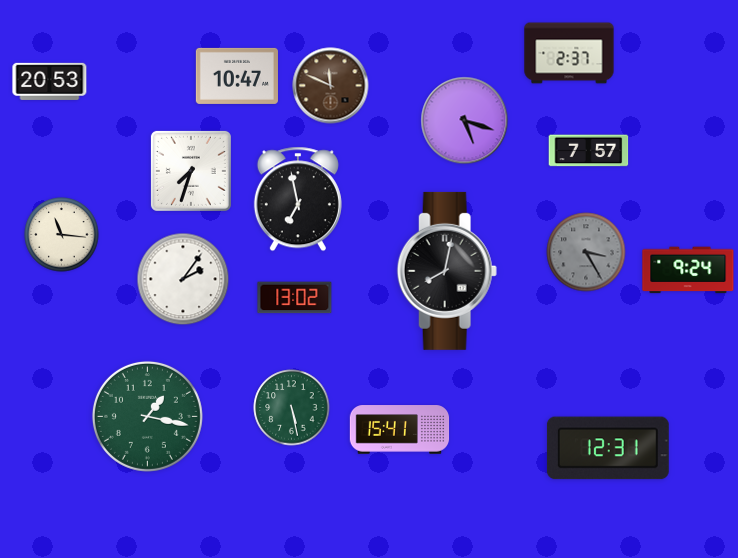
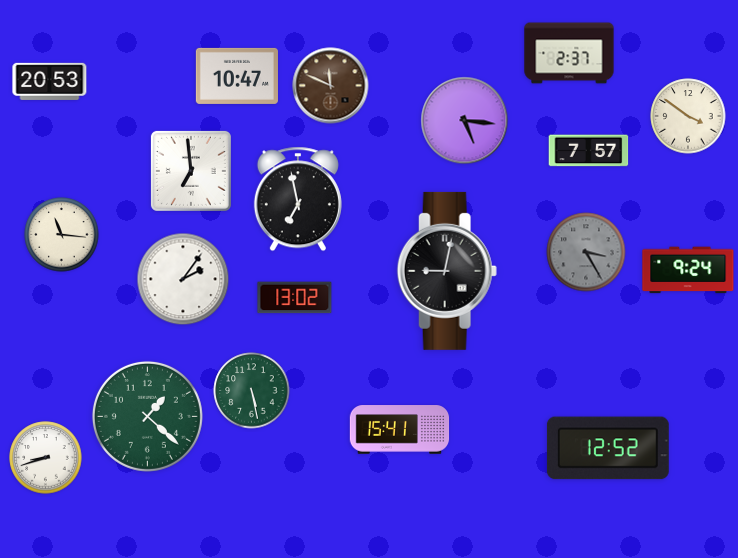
clock at (688, 116): none -> 3:51
clock at (465, 121): 5:18 -> 5:16
clock at (191, 171): 7:33 -> 6:59
clock at (447, 271): 8:02 -> 9:02
clock at (292, 408) position: (292, 408) -> (252, 391)
clock at (147, 416): 1:17 -> 1:22
clock at (608, 448): 12:31 -> 12:52
clock at (46, 458): none -> 8:42
